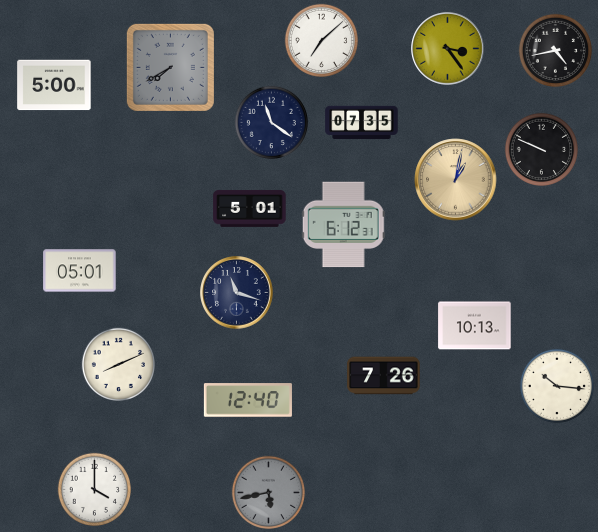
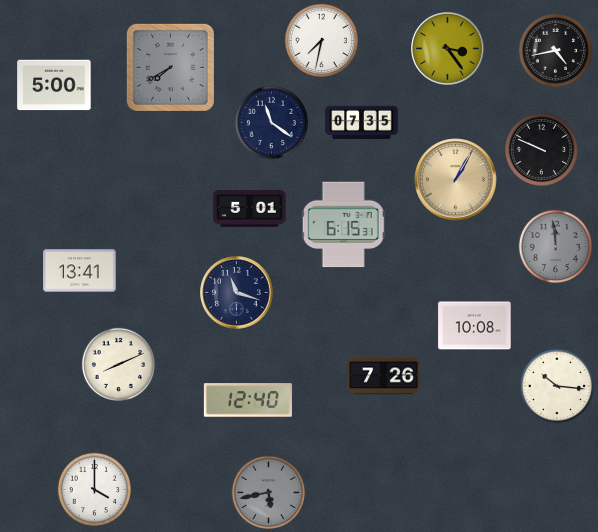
clock at (321, 40): 7:08 -> 7:32
clock at (456, 180): 1:02 -> 1:05
clock at (343, 225): 6:12 -> 6:15
clock at (555, 246): none -> 11:59
clock at (80, 271): 05:01 -> 13:41
clock at (475, 326): 10:13 -> 10:08
